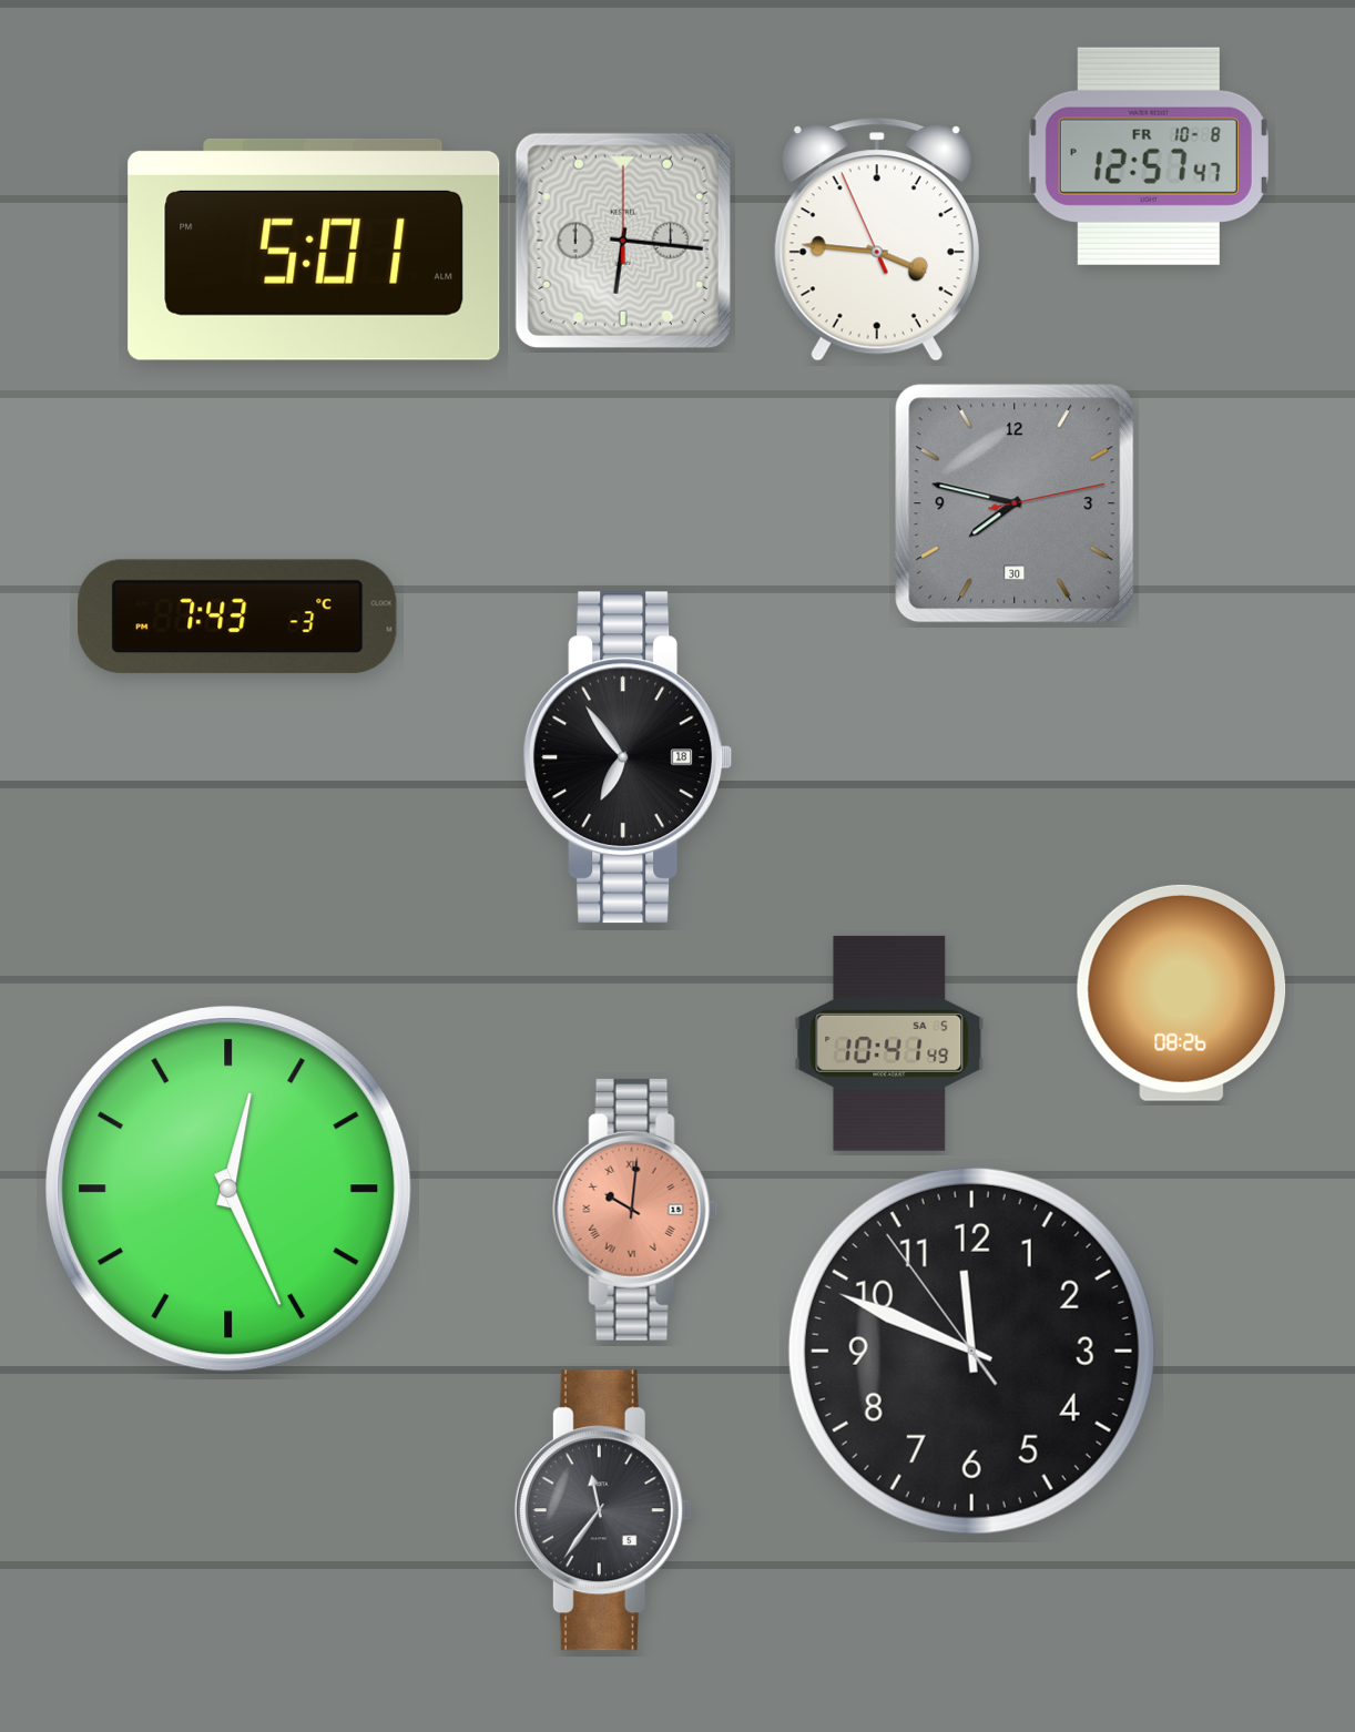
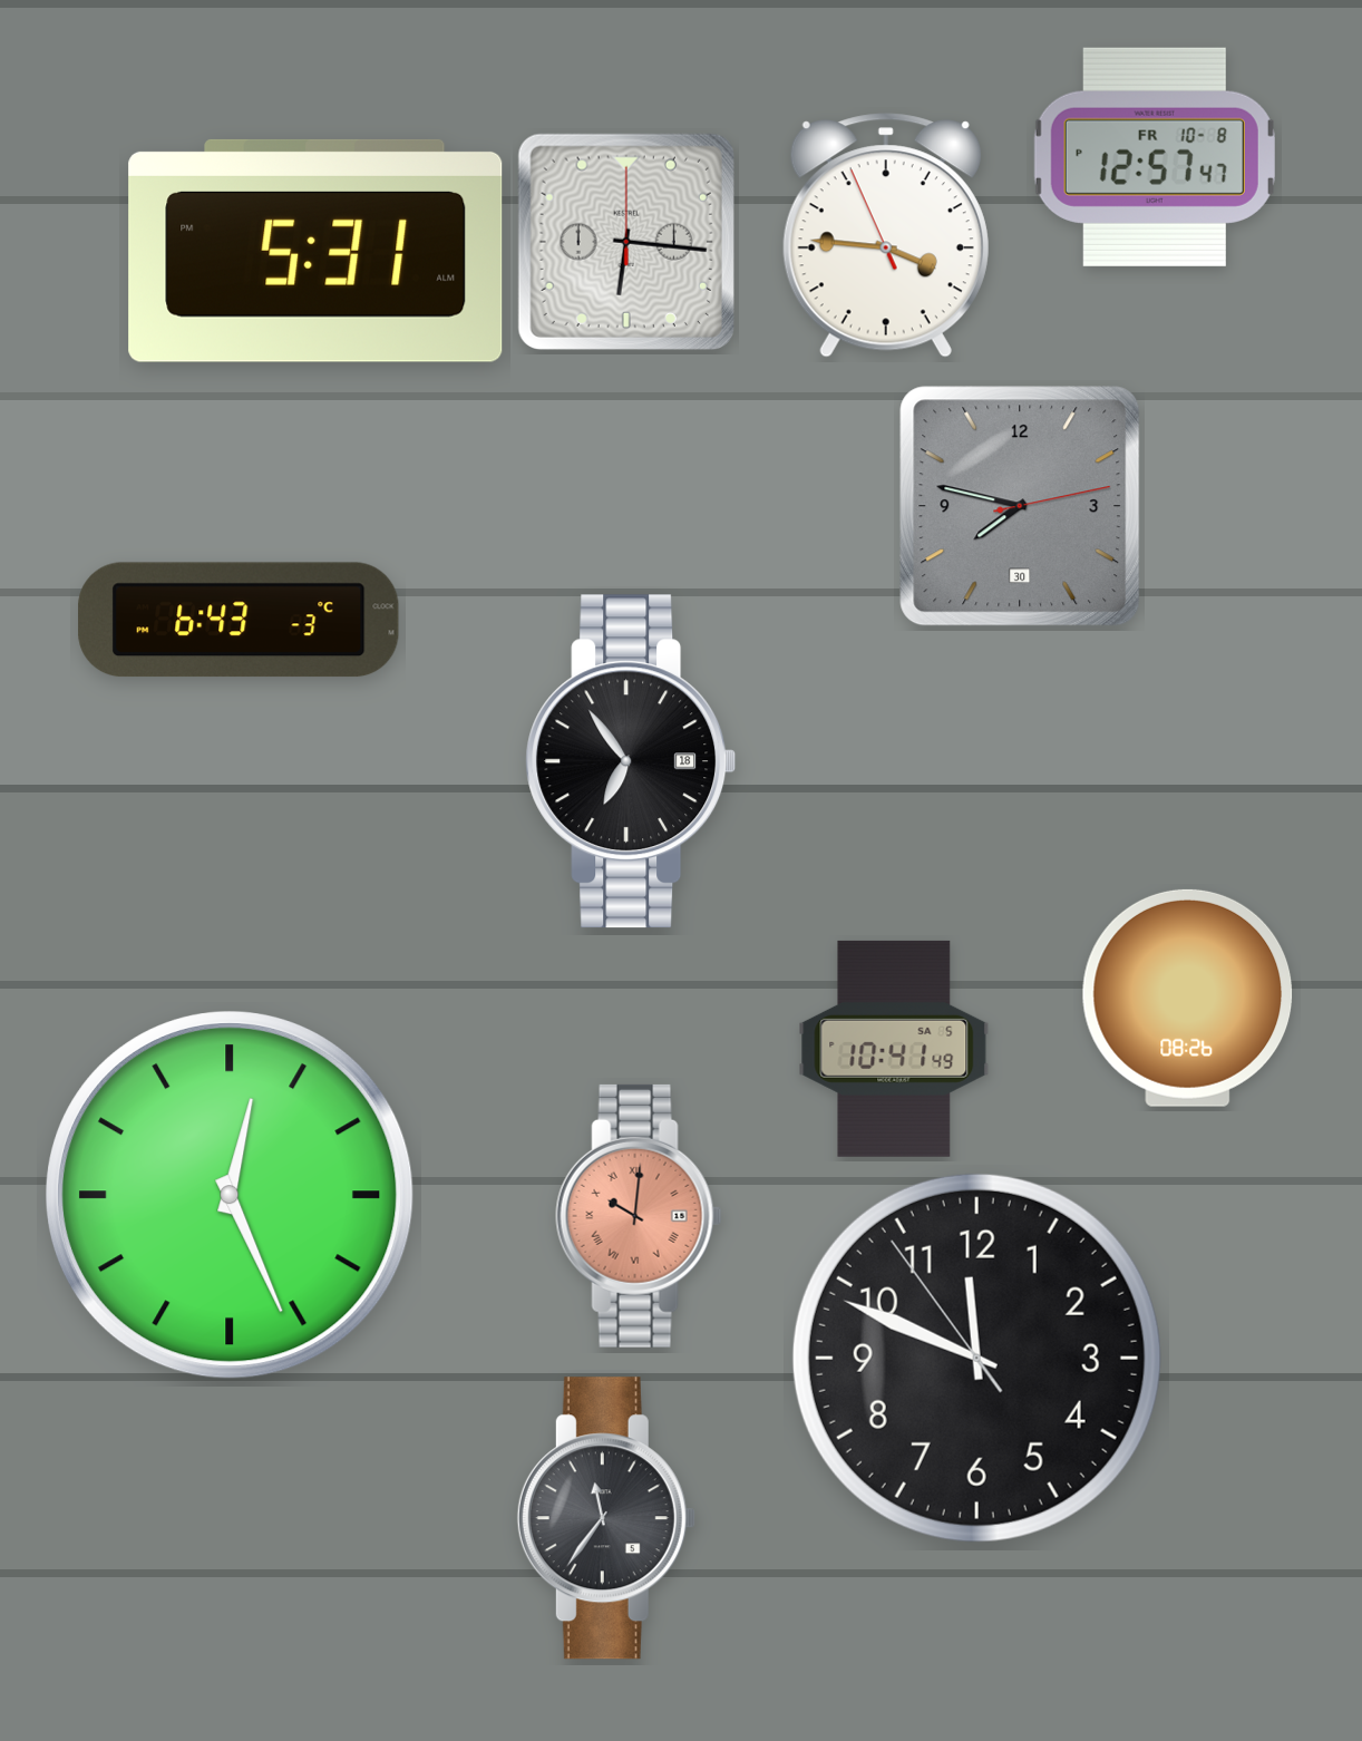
clock at (877, 240) position: (877, 240) -> (886, 235)
clock at (314, 249): 5:01 -> 5:31
clock at (237, 617): 7:43 -> 6:43
